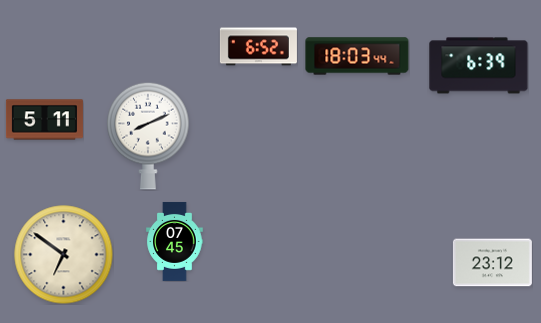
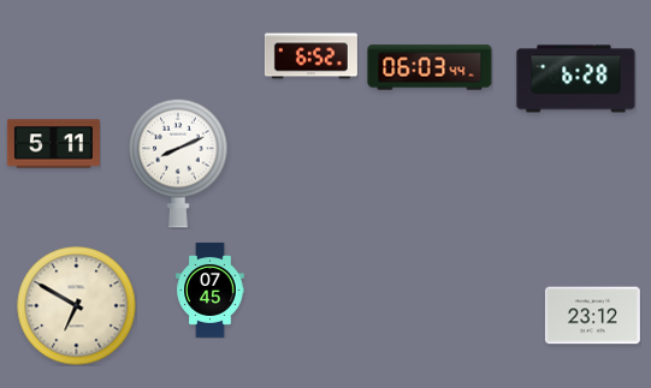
clock at (357, 56): 18:03 -> 06:03
clock at (479, 66): 6:39 -> 6:28
clock at (64, 255): 6:51 -> 6:50
